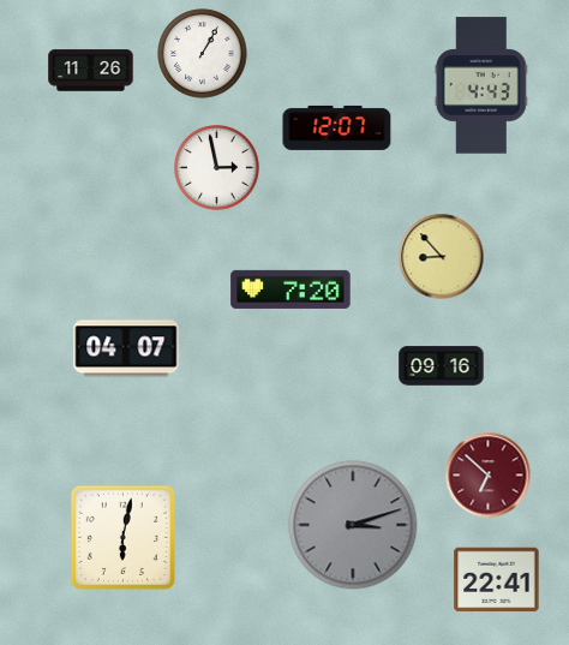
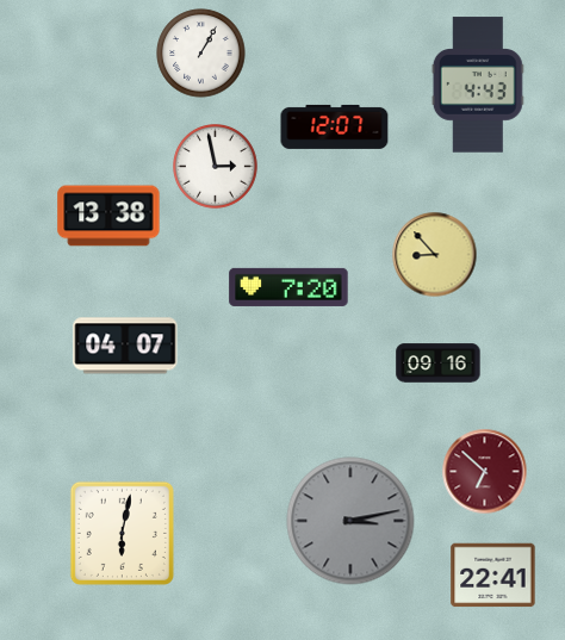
clock at (91, 71): 11:26 -> none
clock at (108, 216): none -> 13:38
clock at (442, 257) position: (442, 257) -> (435, 255)
clock at (353, 525): 3:12 -> 3:13
